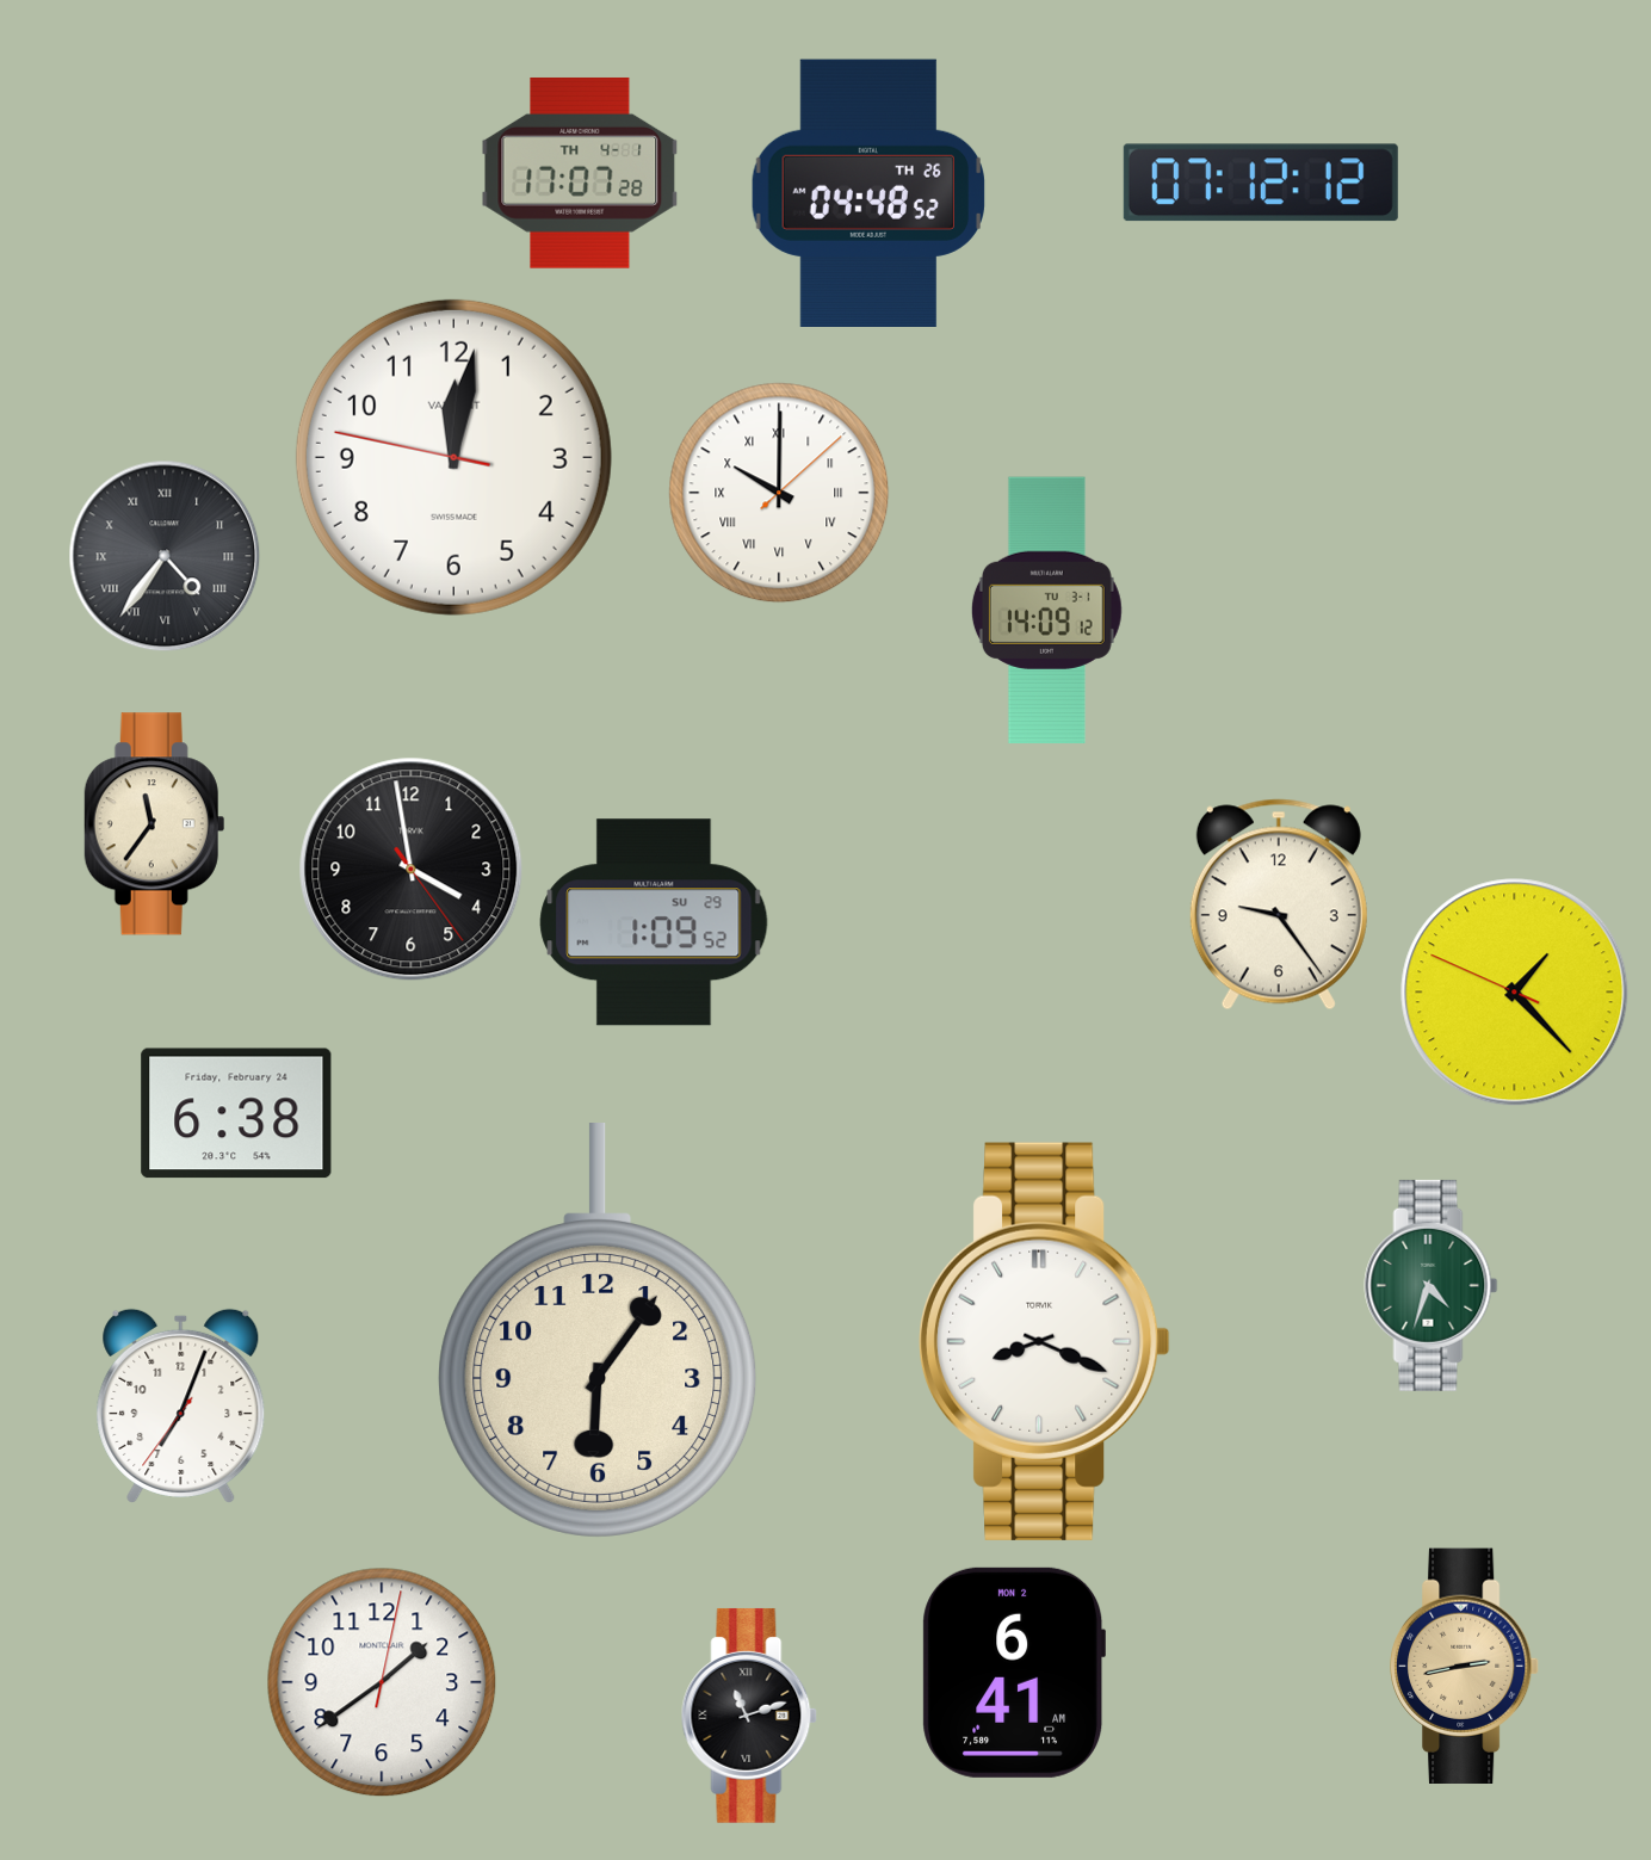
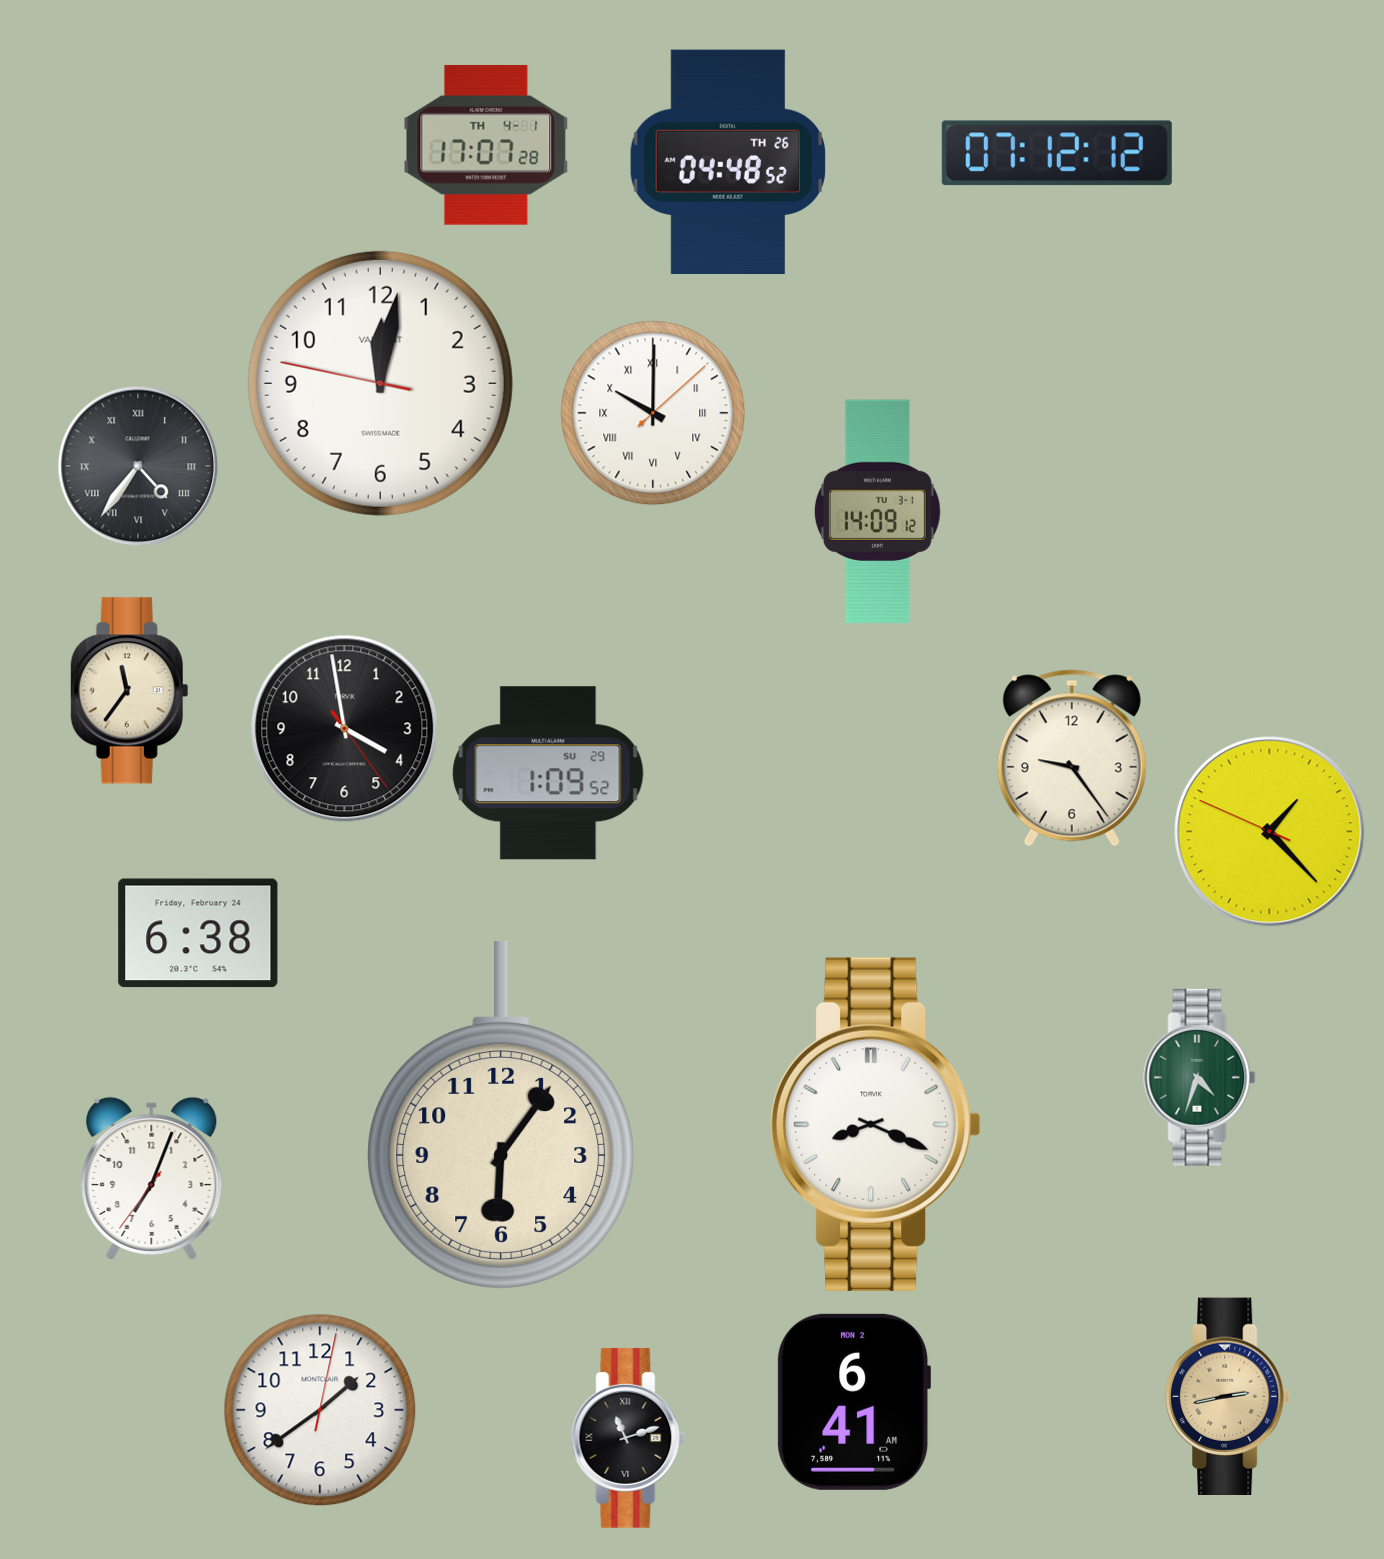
clock at (1013, 1673) position: (1013, 1673) -> (853, 1402)
